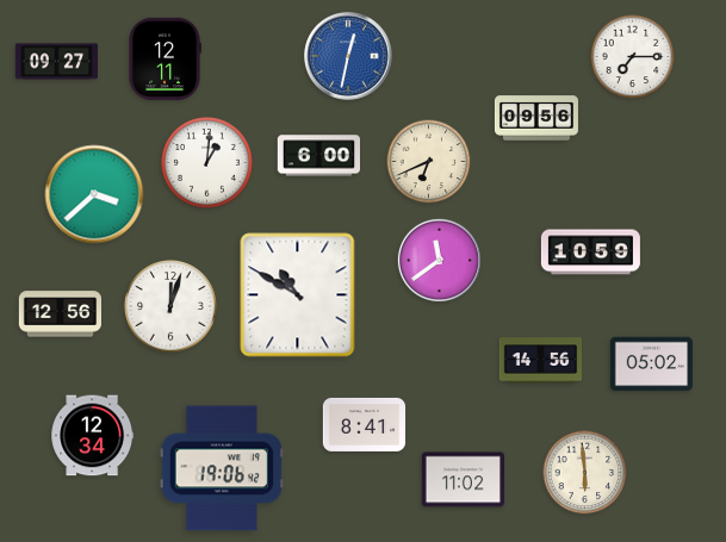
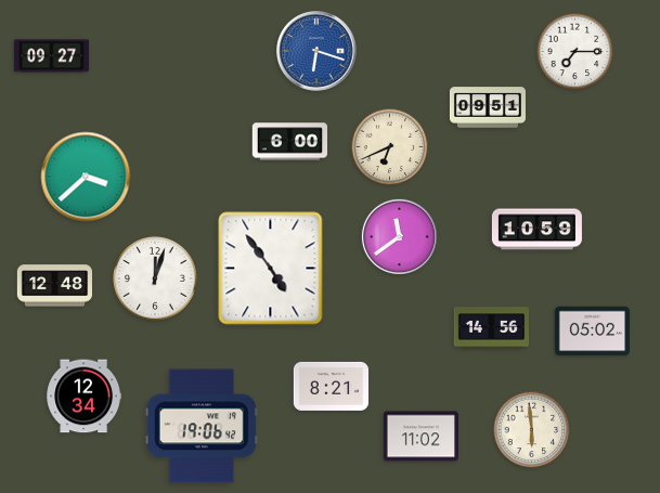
clock at (348, 56): 12:32 -> 6:18
clock at (165, 58): 12:11 -> none
clock at (536, 118): 09:56 -> 09:51
clock at (207, 163): 1:01 -> none
clock at (298, 295): 10:50 -> 4:54
clock at (60, 314): 12:56 -> 12:48
clock at (365, 424): 8:41 -> 8:21
